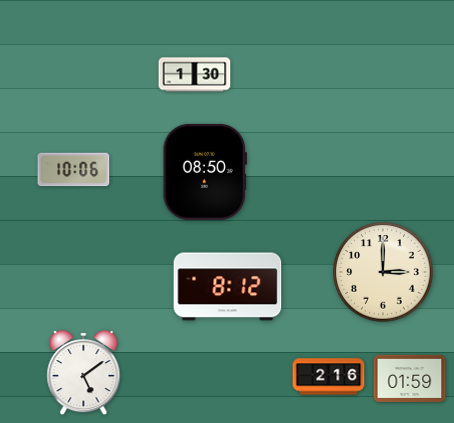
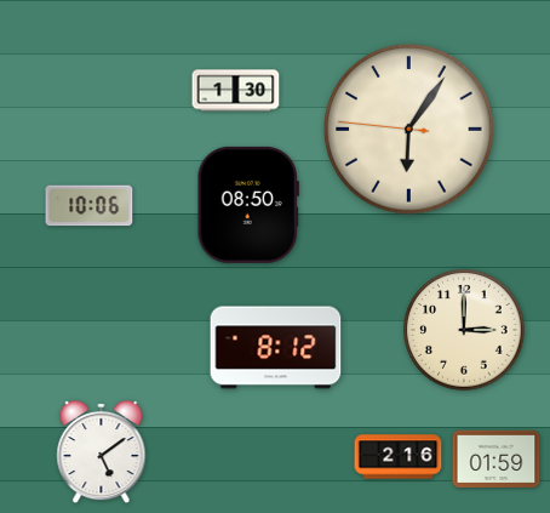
clock at (409, 130): none -> 6:05
clock at (205, 172) position: (205, 172) -> (248, 205)
